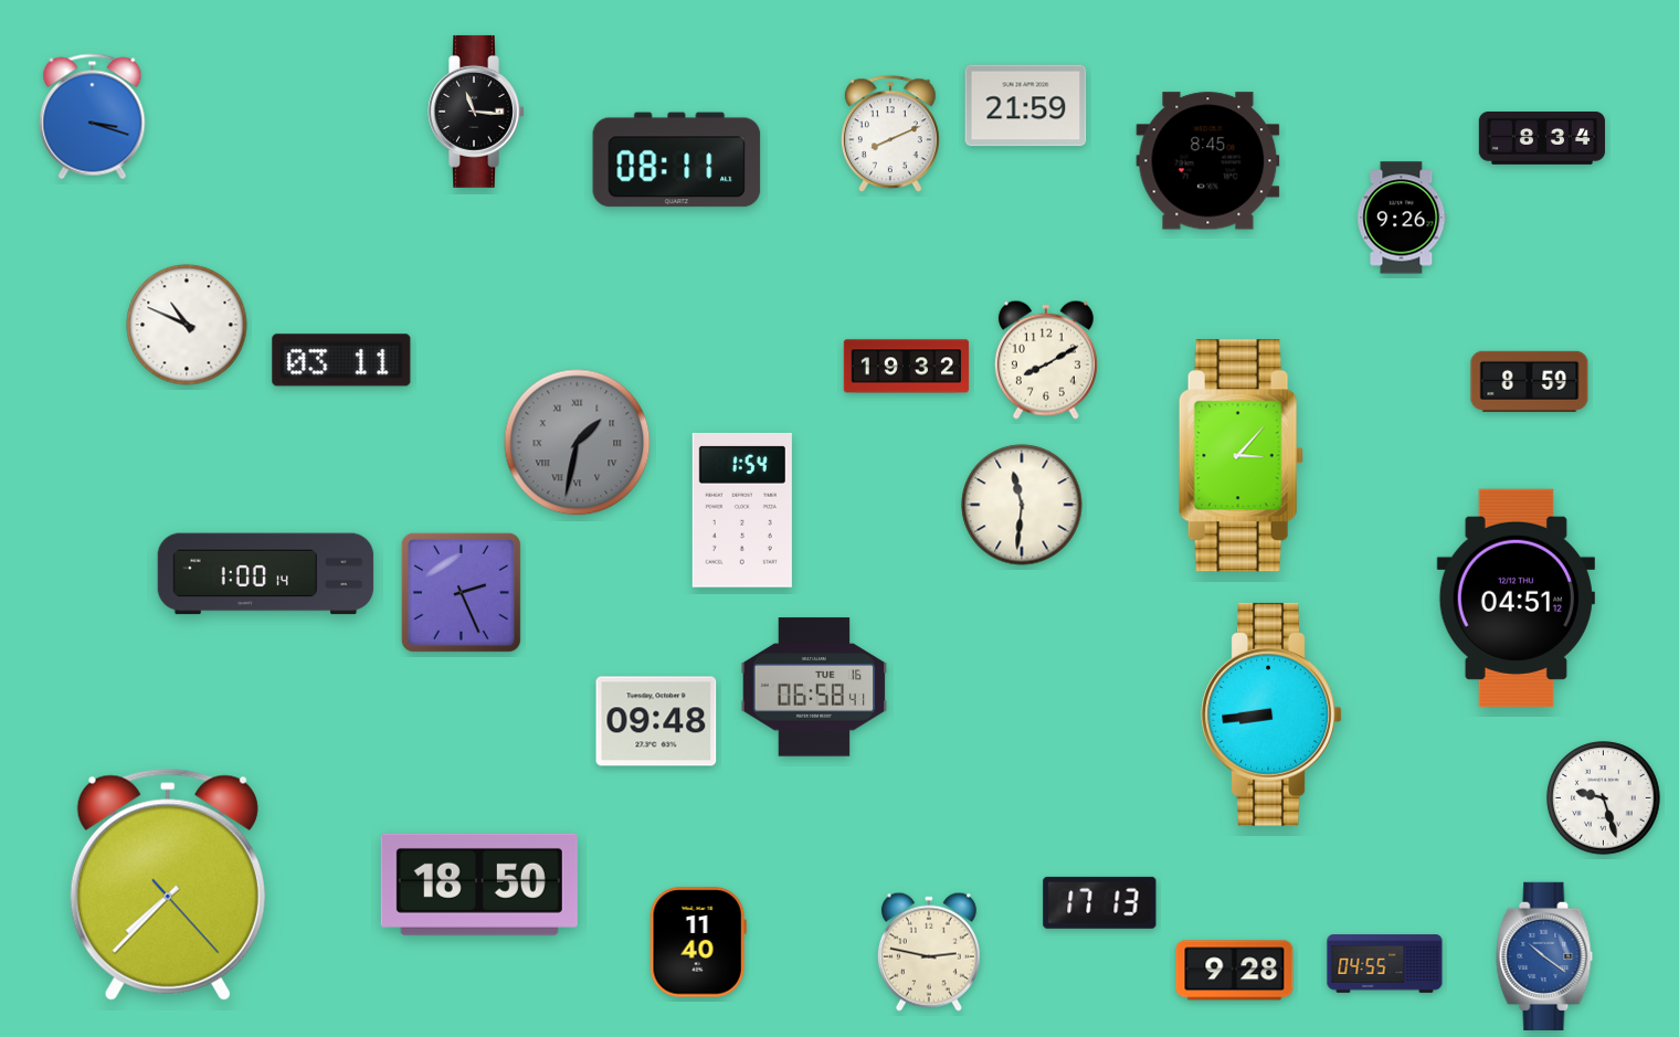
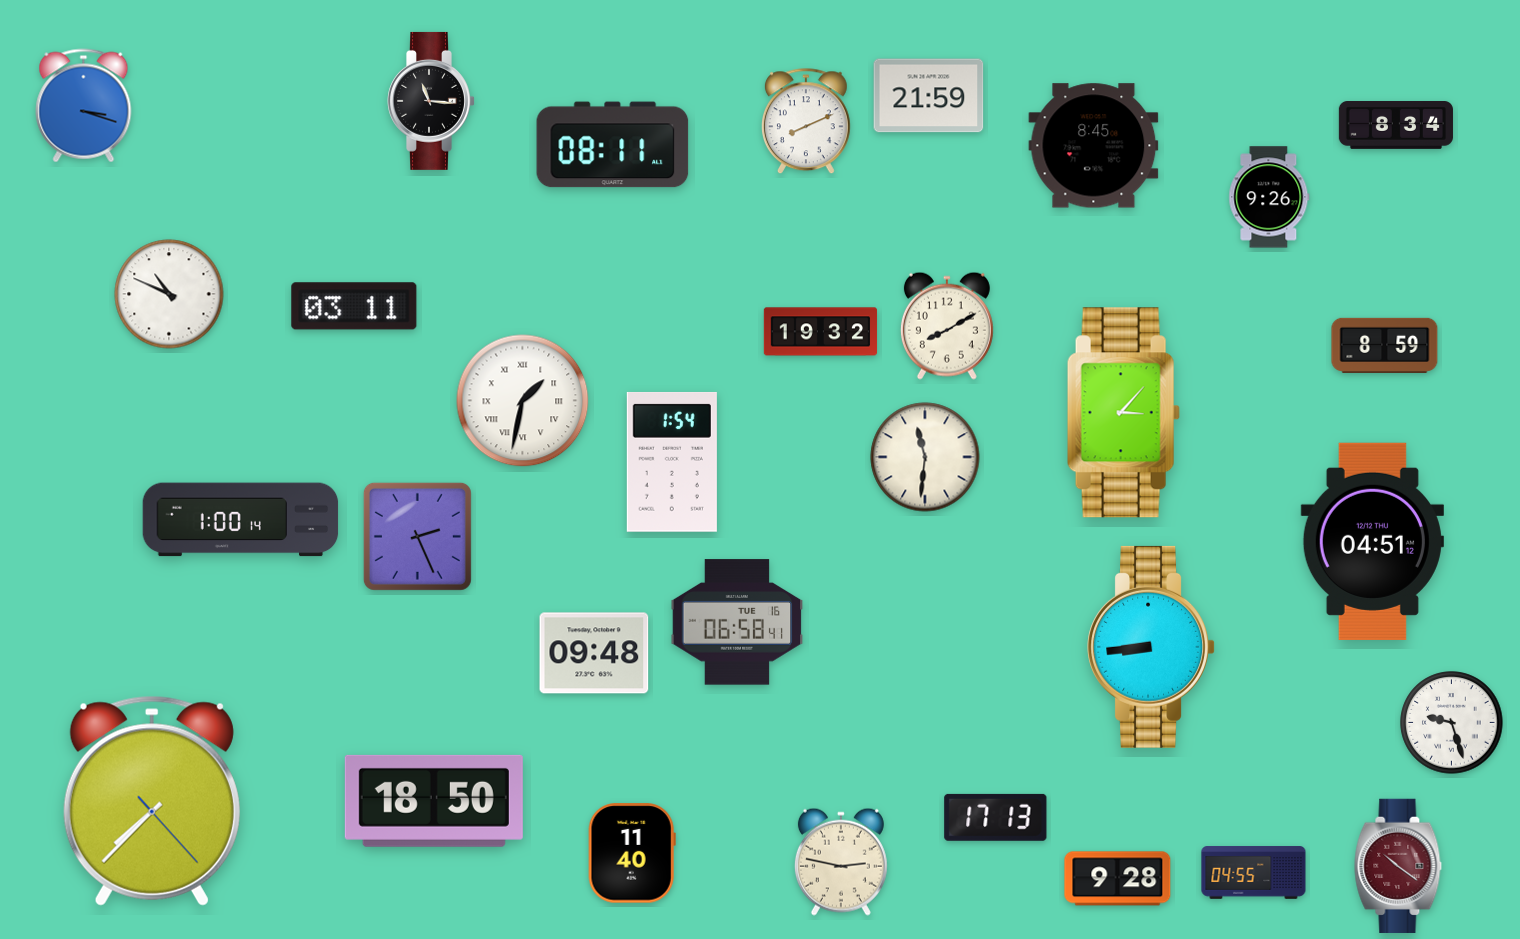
clock at (341, 360) position: (341, 360) -> (354, 306)
clock at (578, 443) dial: grey -> white
clock at (1544, 956) dial: blue -> burgundy
